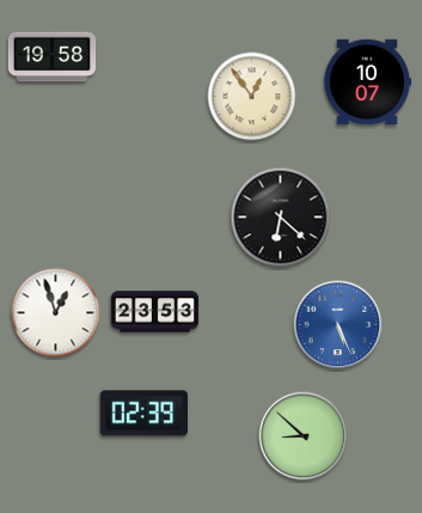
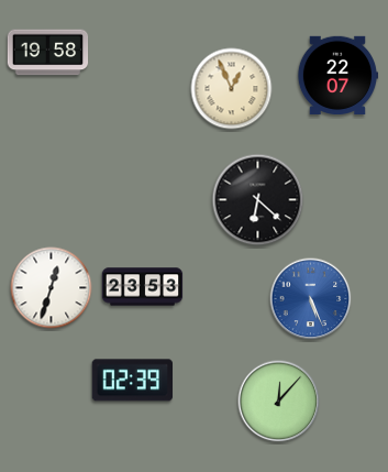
clock at (367, 81): 10:07 -> 22:07
clock at (252, 97): 12:54 -> 12:56
clock at (56, 313): 12:57 -> 12:33
clock at (304, 436): 8:52 -> 12:07
